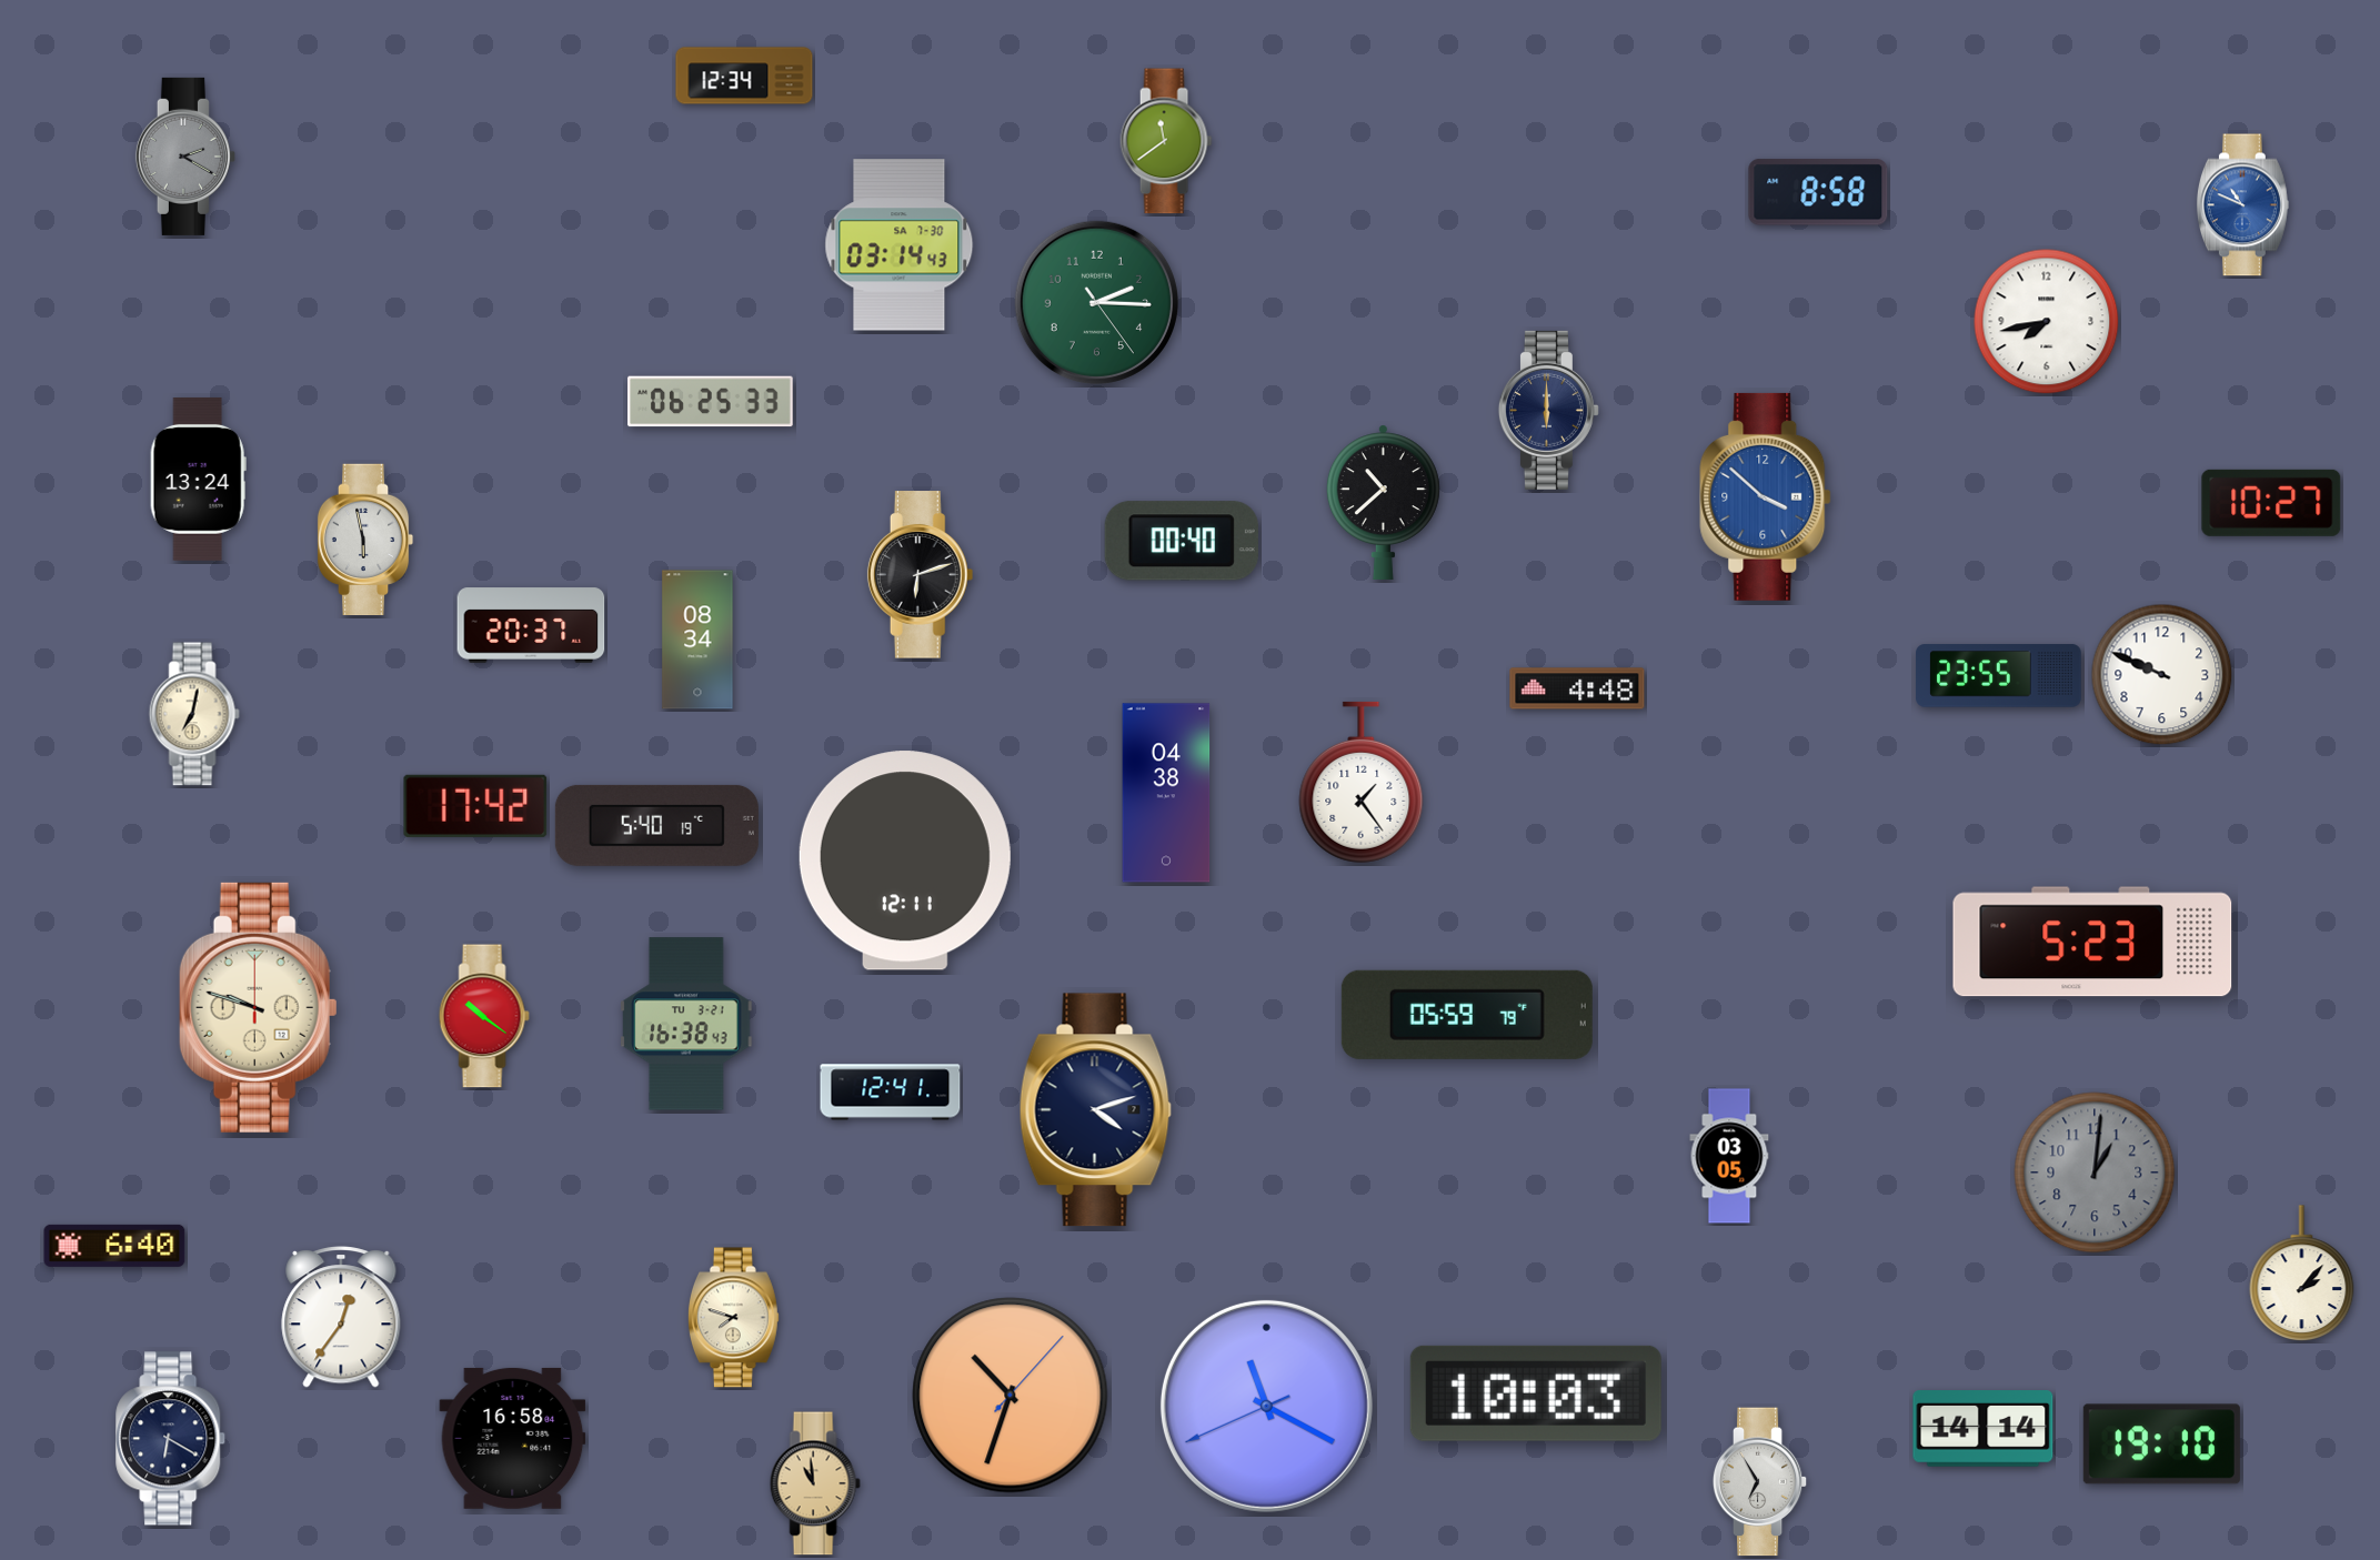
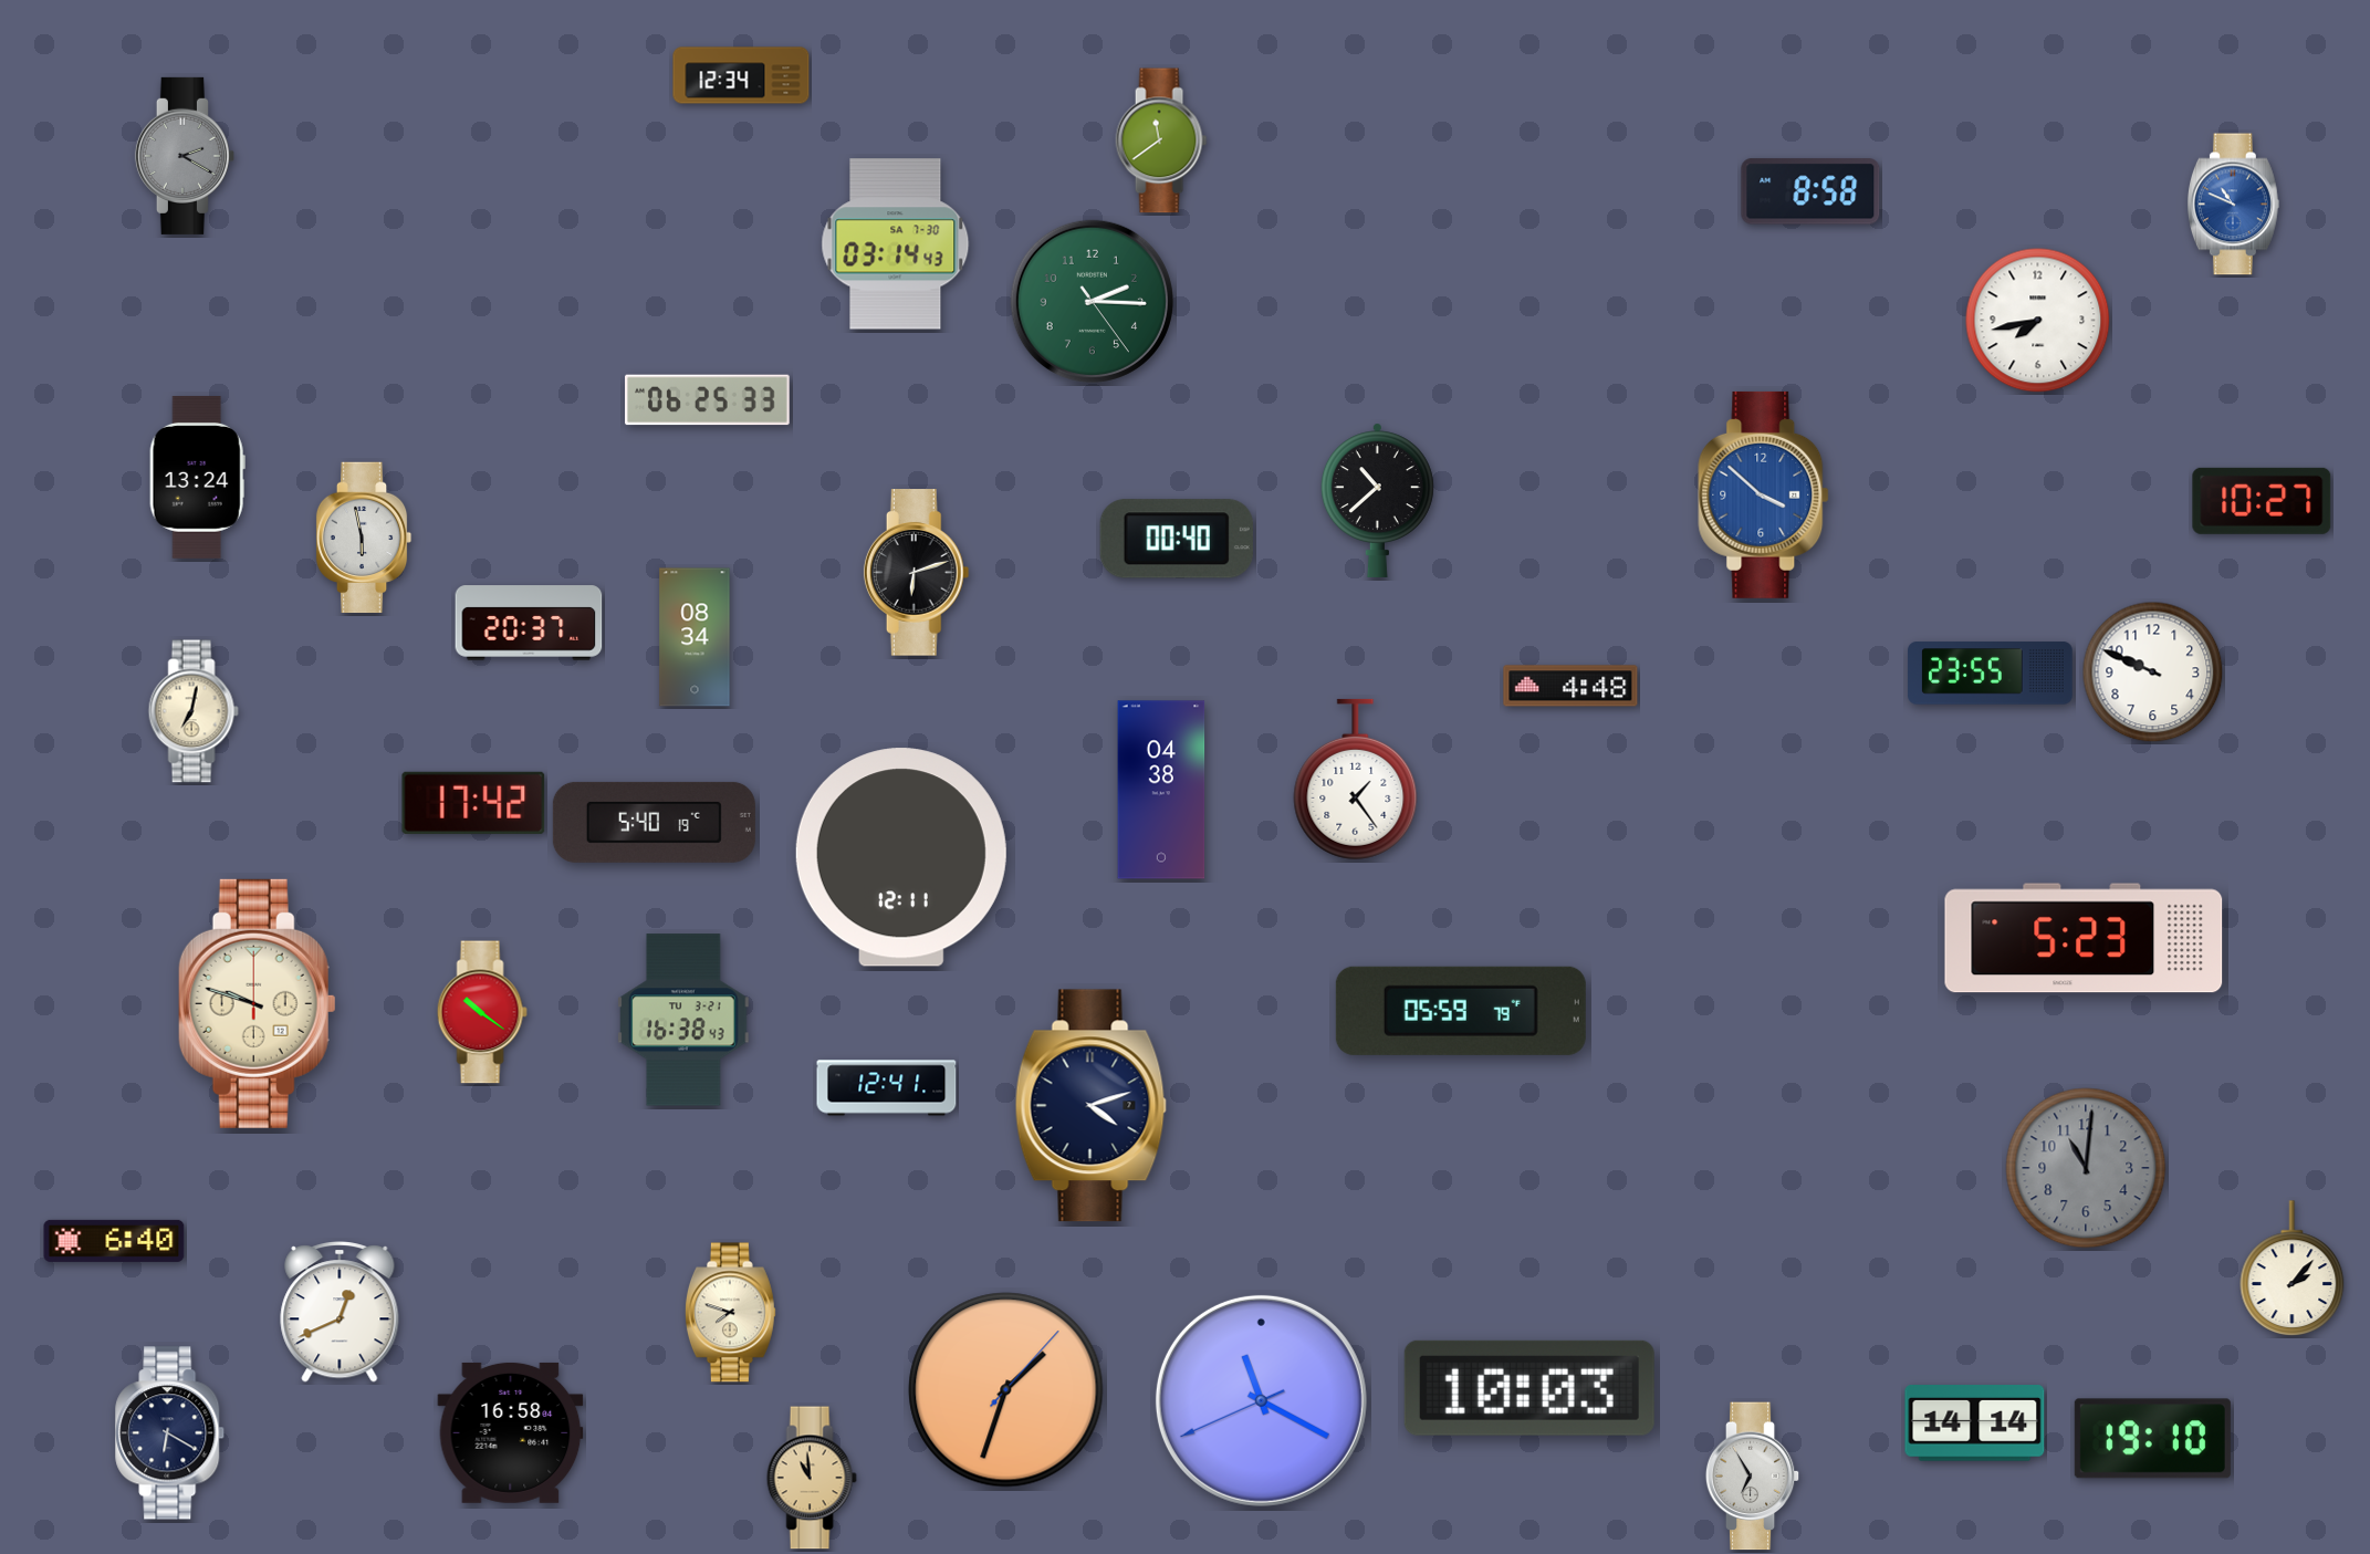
clock at (1548, 410): 6:00 -> none
clock at (1766, 496) position: (1766, 496) -> (1764, 494)
clock at (1729, 1156): 03:05 -> none
clock at (2095, 1172): 1:01 -> 11:01
clock at (341, 1318): 12:36 -> 12:41
clock at (1011, 1396): 10:33 -> 1:33
